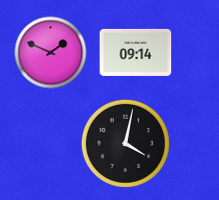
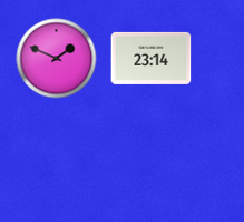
clock at (136, 52): 09:14 -> 23:14
clock at (125, 143): 4:02 -> none
